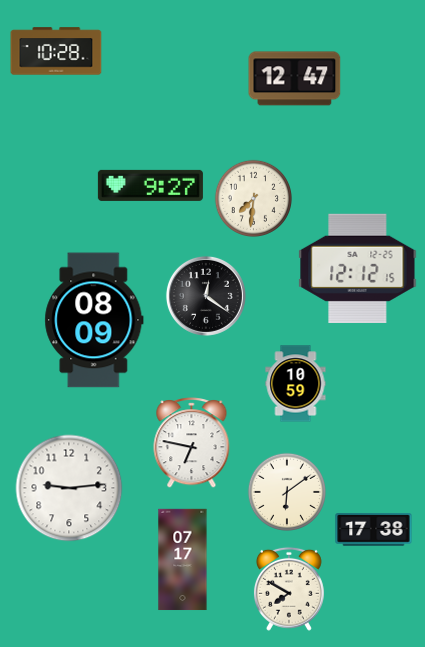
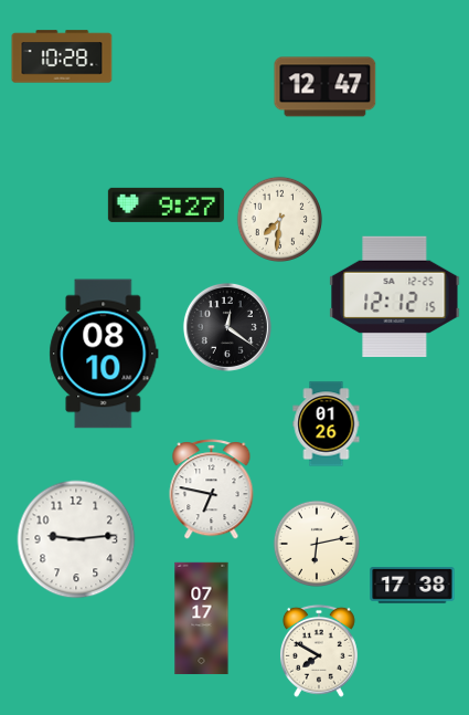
clock at (94, 320): 08:09 -> 08:10
clock at (296, 384): 10:59 -> 01:26
clock at (286, 491): 6:09 -> 6:13
